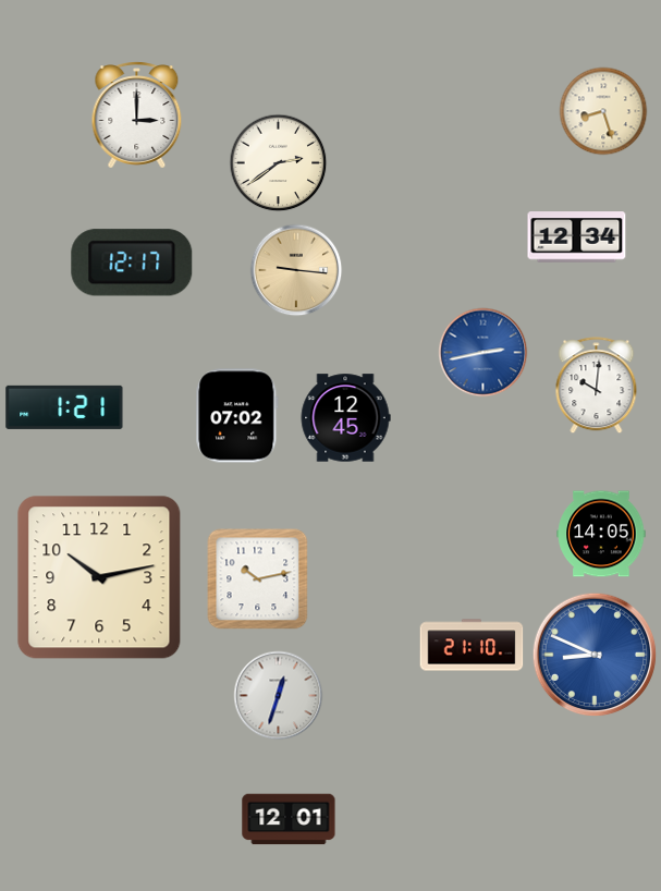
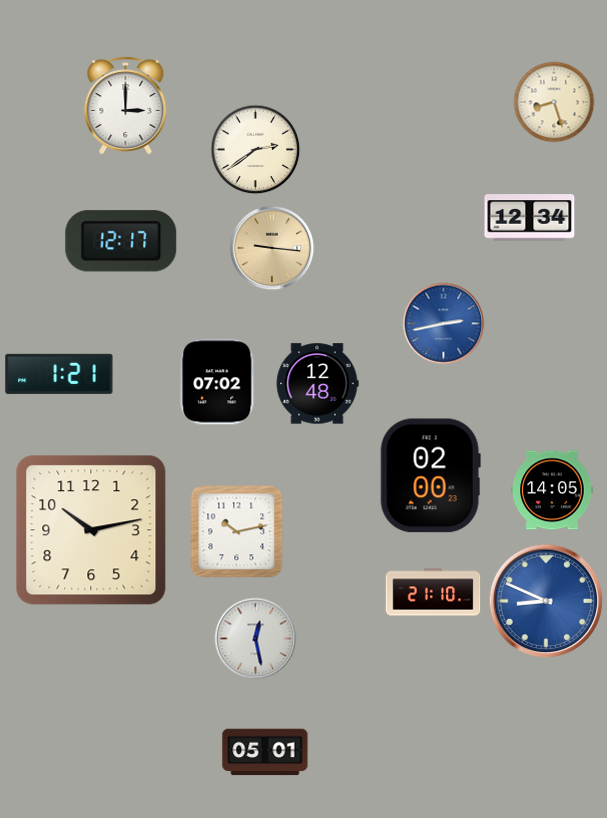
clock at (597, 386): 10:01 -> none
clock at (345, 418): 12:45 -> 12:48
clock at (430, 476): none -> 02:00
clock at (279, 696): 12:33 -> 12:28
clock at (289, 819): 12:01 -> 05:01
